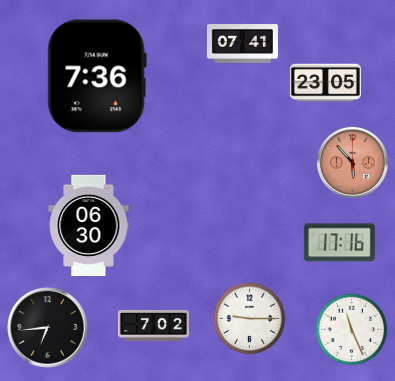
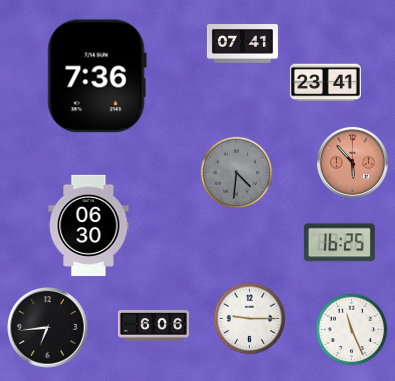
clock at (325, 83): 23:05 -> 23:41
clock at (237, 173): none -> 4:31
clock at (339, 243): 17:16 -> 16:25
clock at (153, 326): 7:02 -> 6:06
